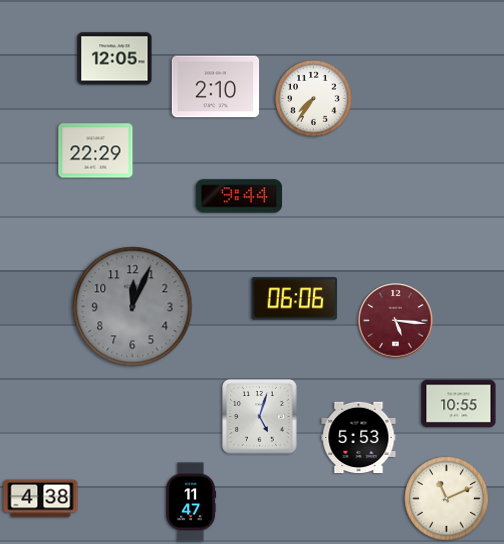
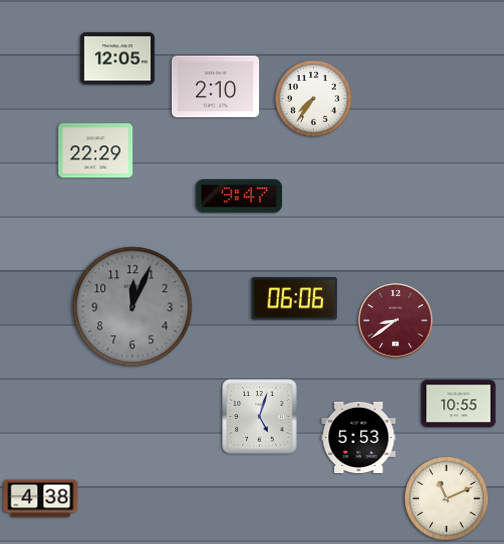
clock at (115, 59) position: (115, 59) -> (118, 59)
clock at (239, 196): 9:44 -> 9:47
clock at (396, 321): 5:16 -> 8:39
clock at (191, 502): 11:47 -> none
